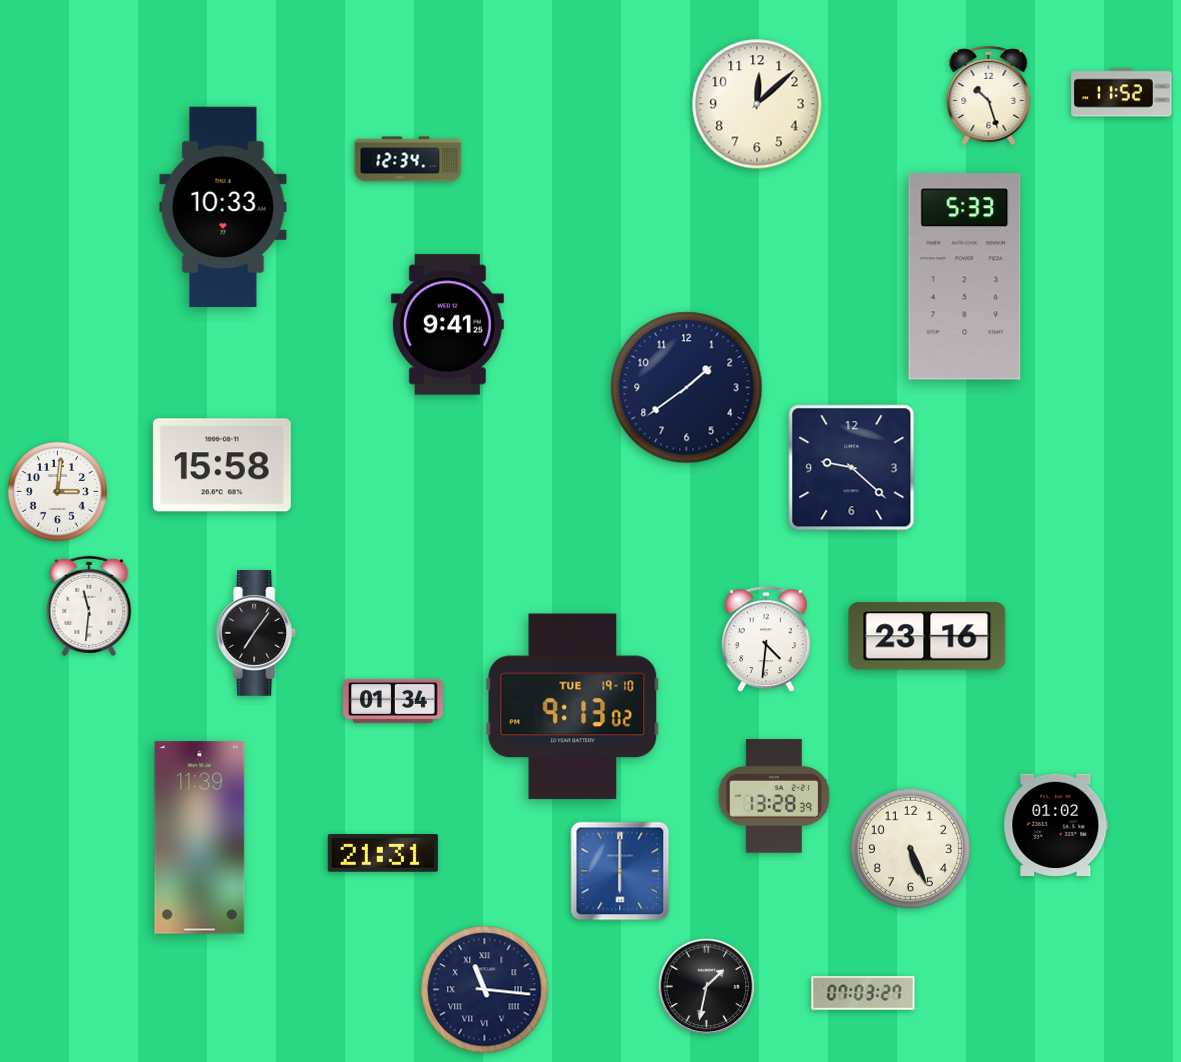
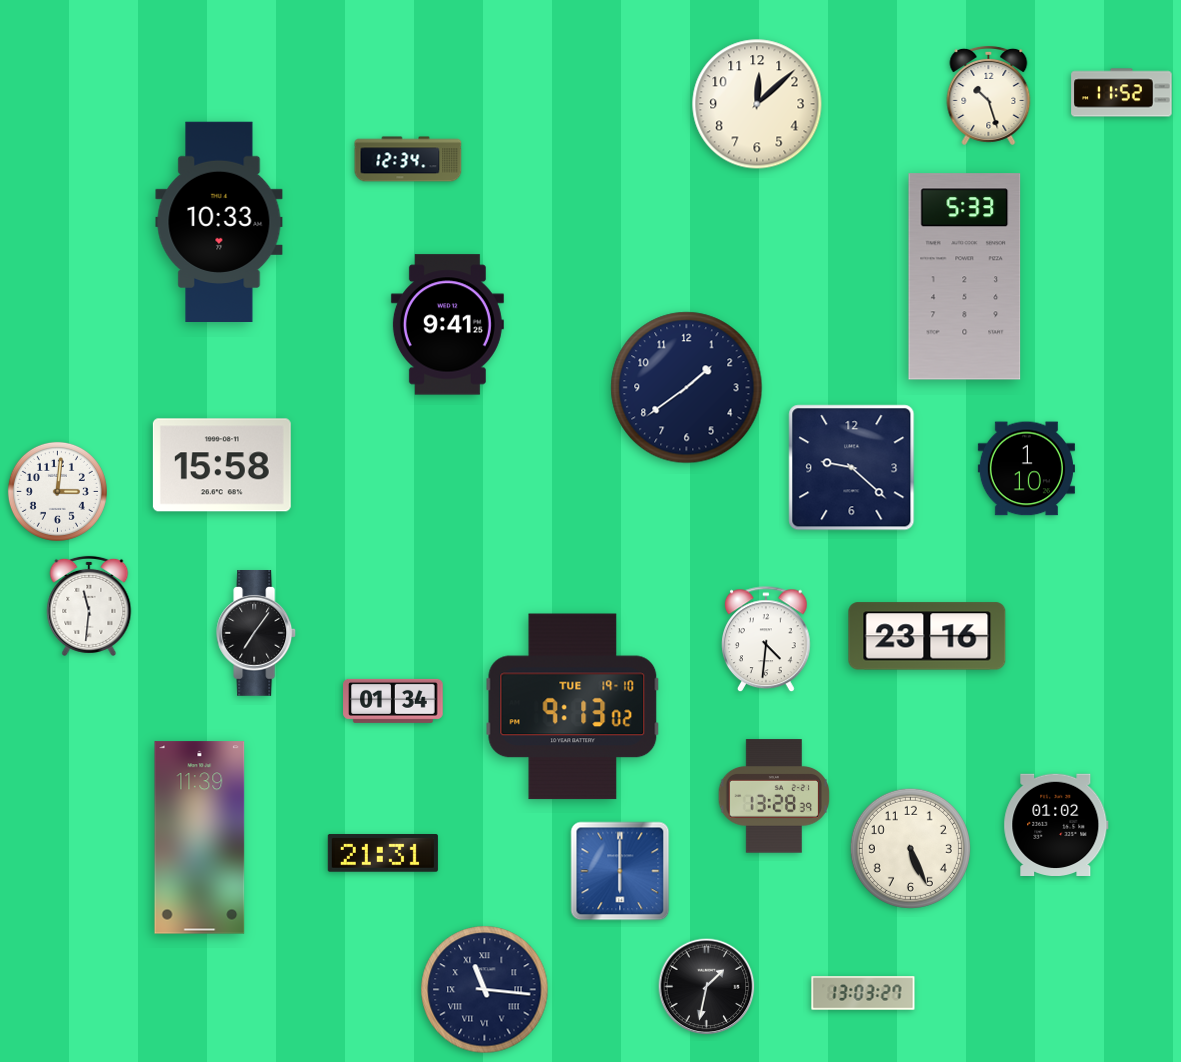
clock at (223, 207) position: (223, 207) -> (219, 222)
clock at (1026, 469): none -> 1:10
clock at (863, 993): 07:03 -> 13:03
